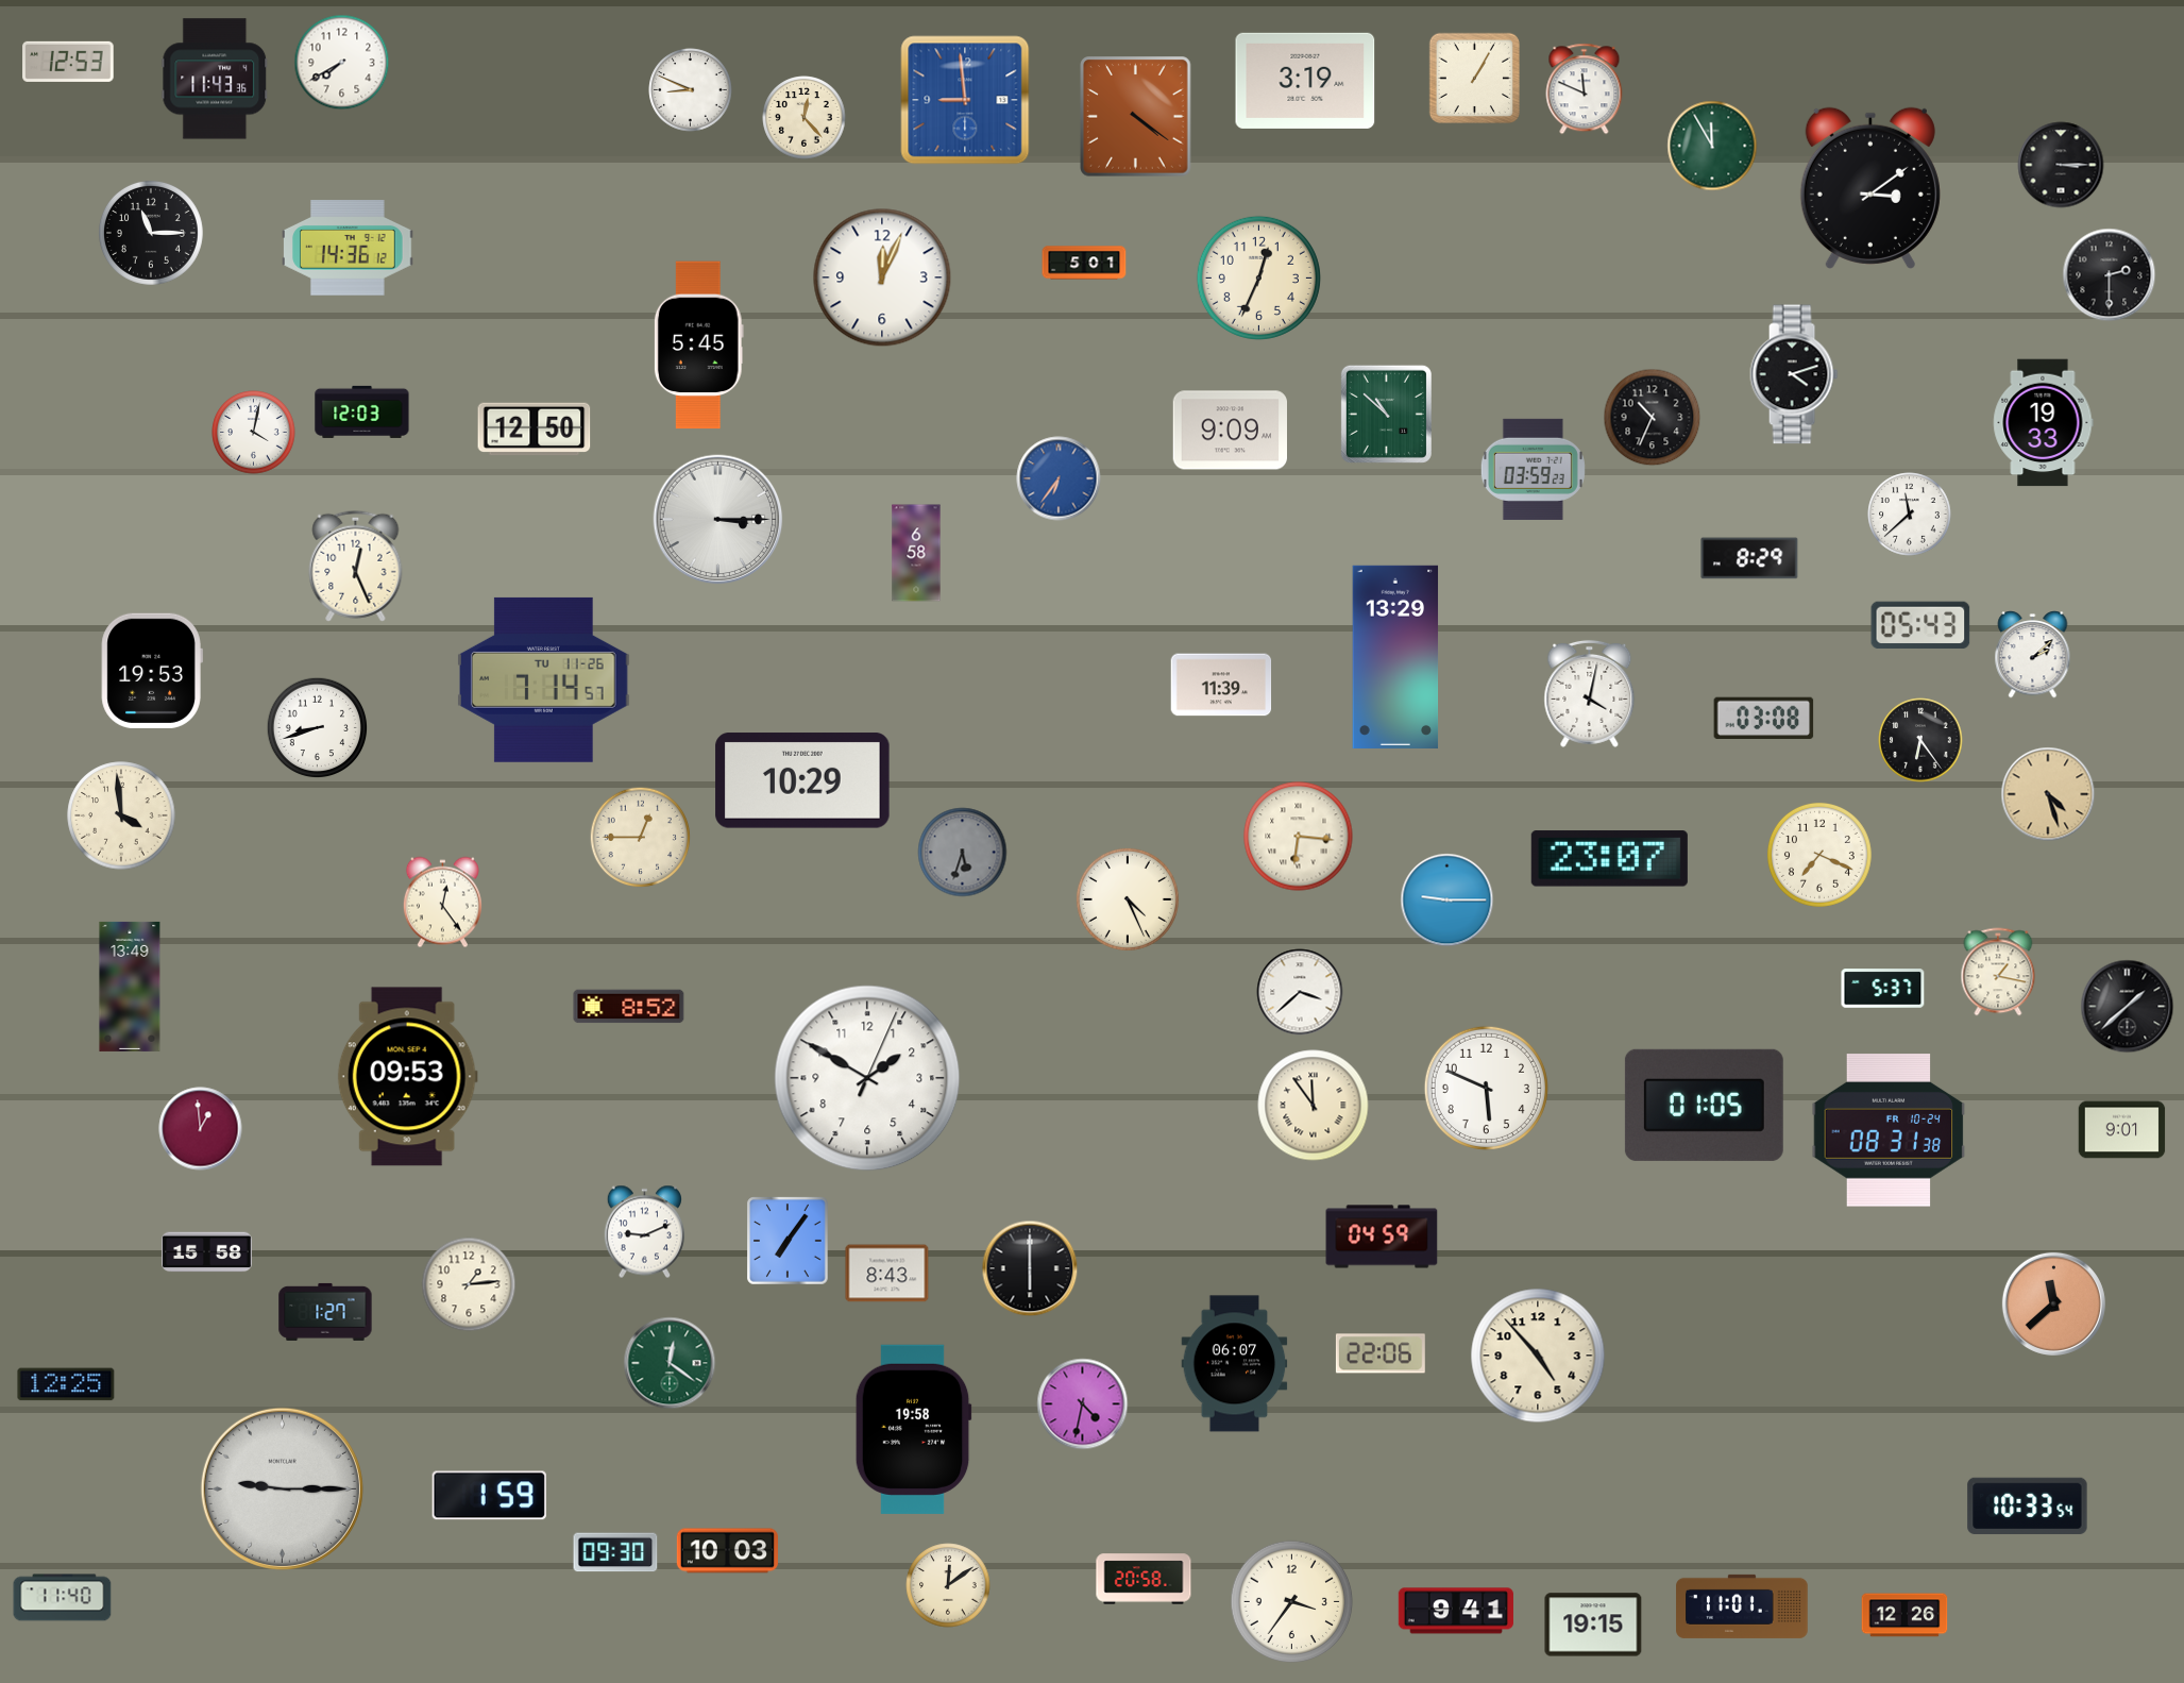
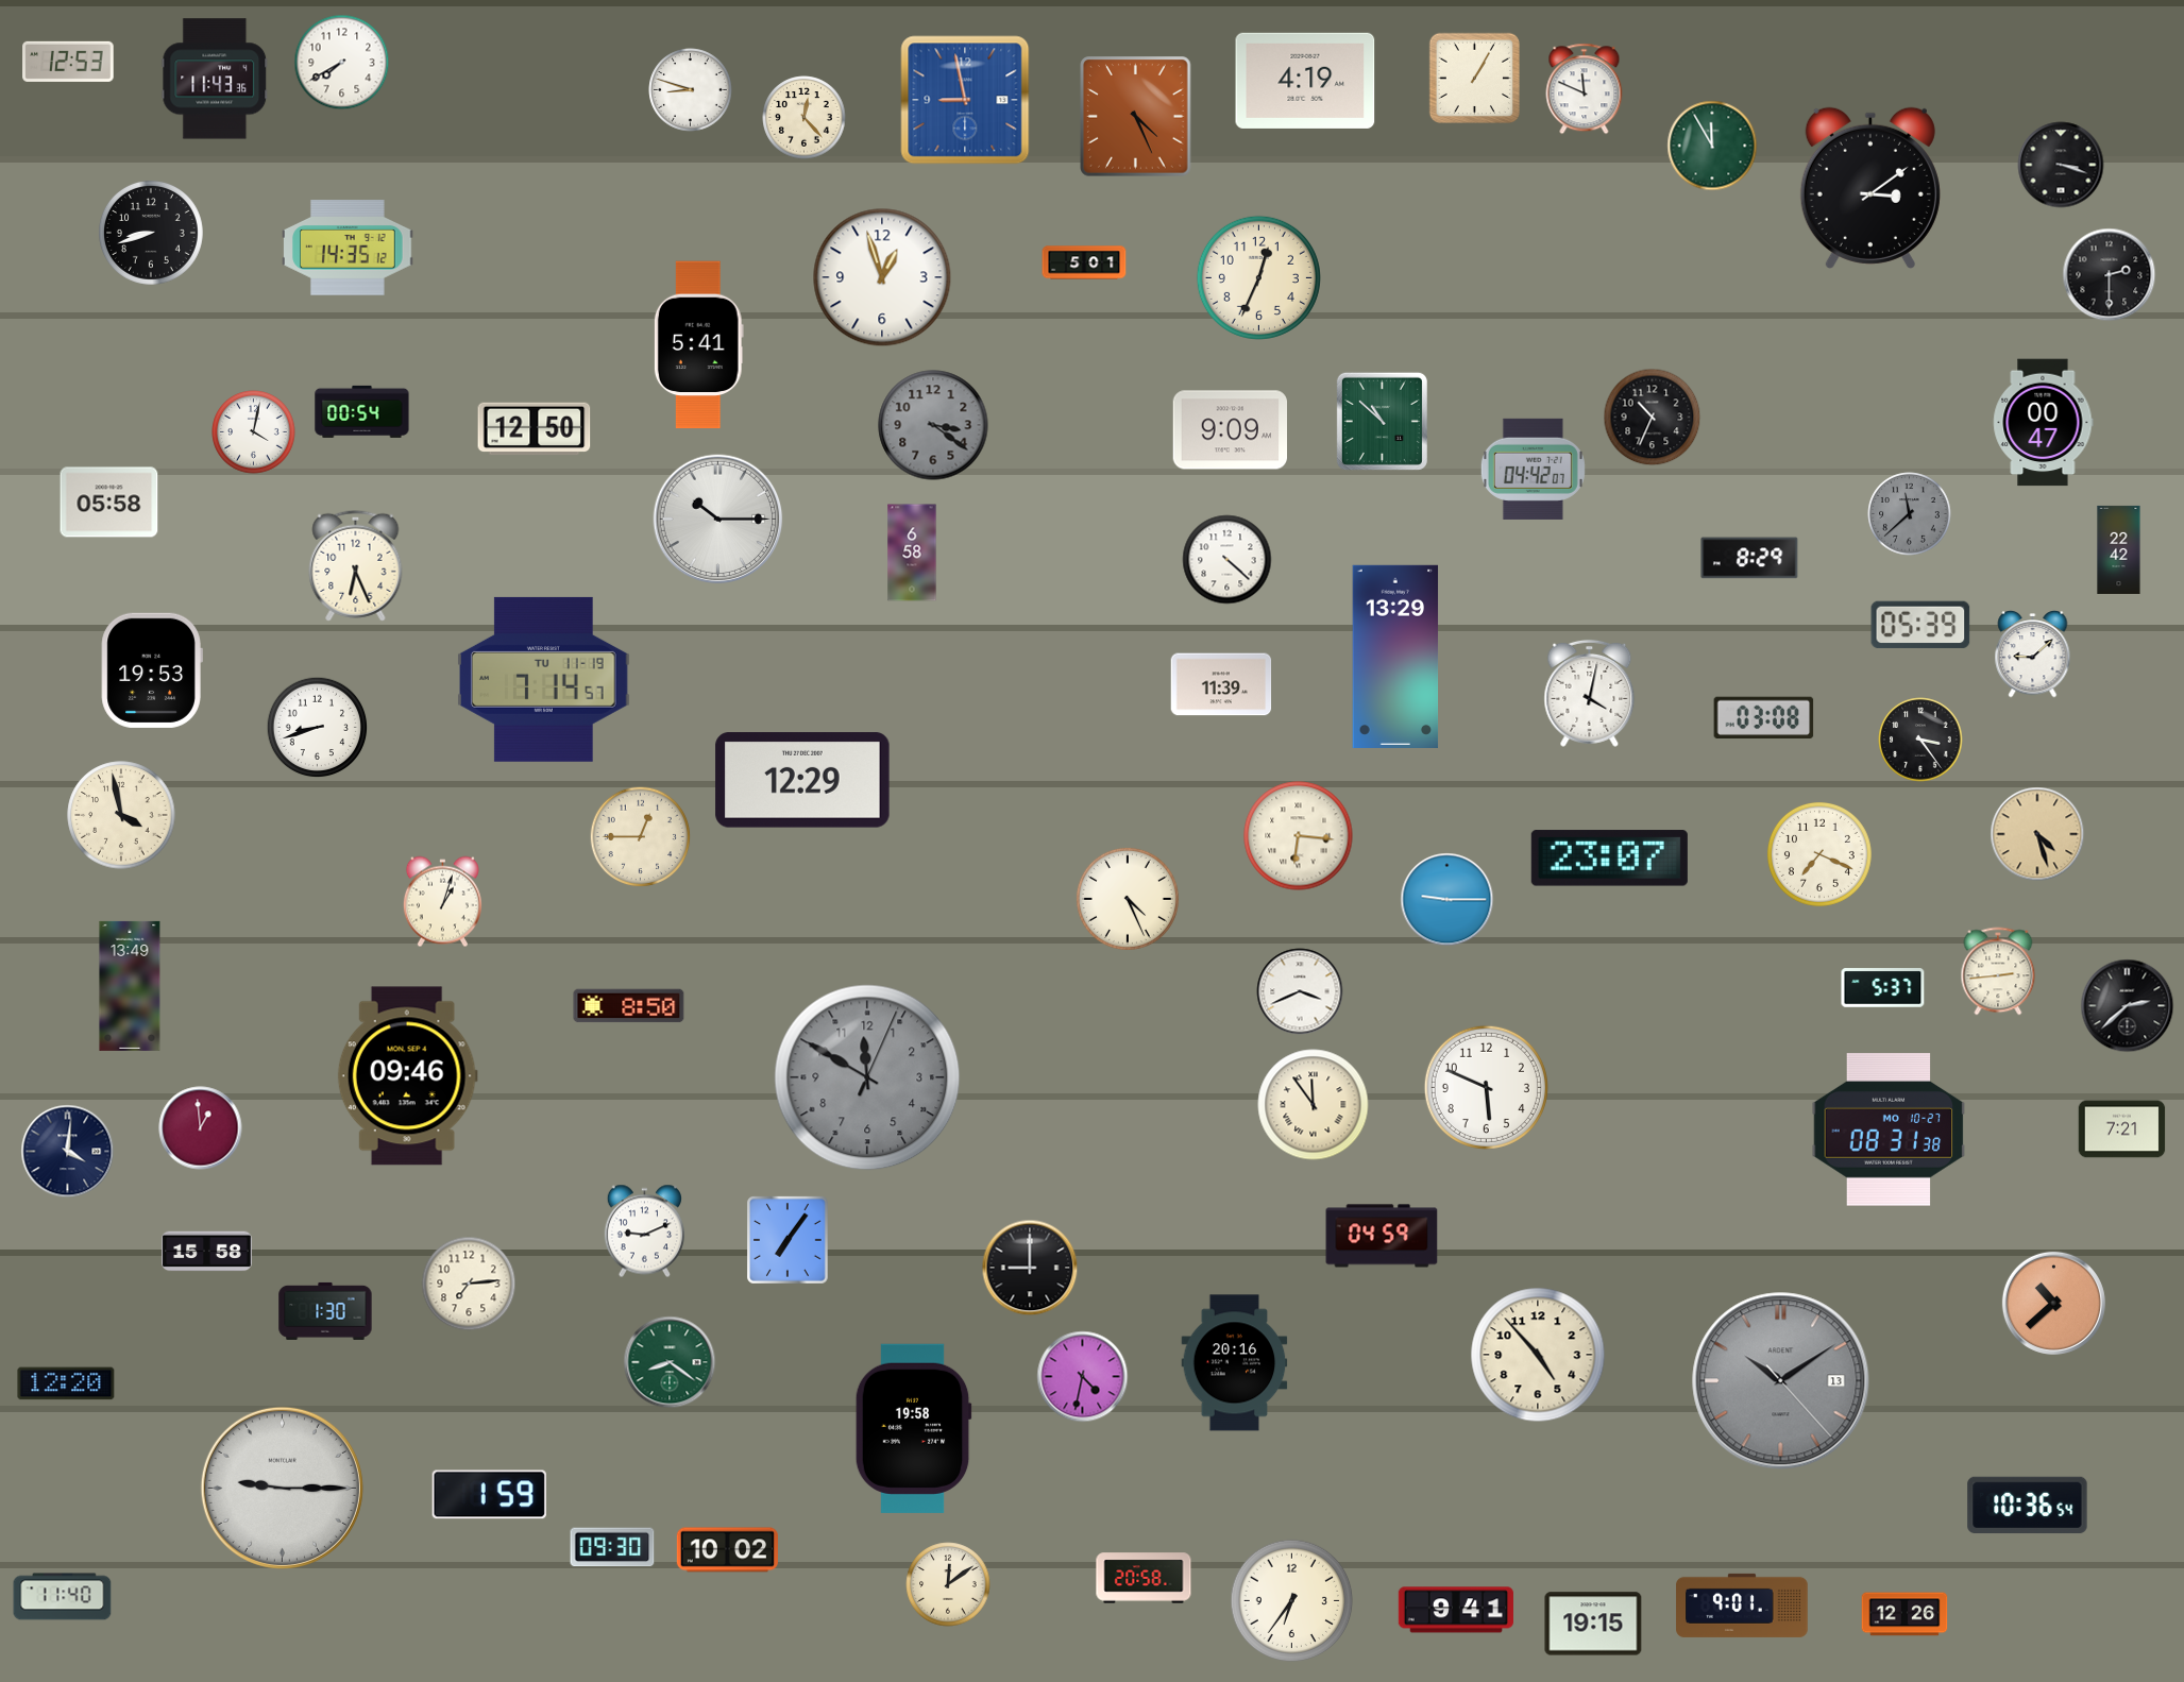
clock at (1305, 81): 3:19 -> 4:19
clock at (691, 90): 8:49 -> 8:48
clock at (965, 100): 8:59 -> 8:58
clock at (1136, 117): 4:21 -> 4:26
clock at (2061, 165): 3:15 -> 3:18
clock at (151, 233): 11:15 -> 8:42
clock at (348, 248): 14:36 -> 14:35
clock at (882, 277): 12:04 -> 12:57
clock at (698, 346): 5:45 -> 5:41
clock at (1794, 374): 4:12 -> none
clock at (362, 411): 12:03 -> 00:54
clock at (1386, 414) position: (1386, 414) -> (1382, 421)
clock at (2044, 423): 19:33 -> 00:47
clock at (933, 425): none -> 3:21
clock at (1533, 469): 03:59 -> 04:42
clock at (1059, 478): 6:36 -> none
clock at (109, 503): none -> 05:58
clock at (1910, 515) dial: white -> grey
clock at (718, 520): 3:15 -> 10:15
clock at (2119, 549): none -> 22:42
clock at (916, 553) position: (916, 553) -> (912, 553)
clock at (1228, 560): none -> 4:22
clock at (356, 566): 12:26 -> 6:26
clock at (1920, 625): 05:43 -> 05:39
clock at (2033, 655): 2:08 -> 9:08
clock at (544, 679) date: TU 11-26 -> TU 11-19
clock at (1920, 740): 6:24 -> 3:24
clock at (802, 780): 10:29 -> 12:29
clock at (2048, 794) position: (2048, 794) -> (2037, 834)
clock at (121, 815): 3:59 -> 3:58
clock at (963, 853): 5:33 -> none
clock at (442, 903): 12:24 -> 1:03
clock at (1998, 972): 1:17 -> 2:44
clock at (1300, 992): 3:38 -> 3:41
clock at (629, 1007): 8:52 -> 8:50
clock at (2128, 1007): 1:38 -> 2:38
clock at (407, 1077): 09:53 -> 09:46
clock at (867, 1078): 1:50 -> 11:50
clock at (867, 1078) dial: white -> grey
clock at (1704, 1105): 01:05 -> none
clock at (1889, 1130) date: FR 10-24 -> MO 10-27
clock at (2122, 1130): 9:01 -> 7:21
clock at (68, 1152): none -> 4:01
clock at (1030, 1268): 6:00 -> 9:00
clock at (887, 1274): 8:43 -> none
clock at (469, 1284): 1:14 -> 7:14
clock at (2053, 1303): 11:38 -> 10:38
clock at (325, 1312): 1:27 -> 1:30
clock at (1381, 1353): 22:06 -> none
clock at (670, 1363): 12:21 -> 8:21
clock at (1235, 1364): 06:07 -> 20:16
clock at (1781, 1381): none -> 10:09
clock at (66, 1384): 12:25 -> 12:20
clock at (1083, 1404) position: (1083, 1404) -> (1083, 1377)
clock at (2028, 1507): 10:33 -> 10:36
clock at (727, 1551): 10:03 -> 10:02
clock at (615, 1552) position: (615, 1552) -> (612, 1547)
clock at (1292, 1602): 3:36 -> 6:36
clock at (1742, 1606): 11:01 -> 9:01
